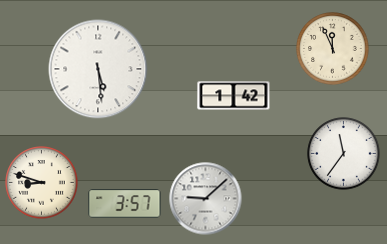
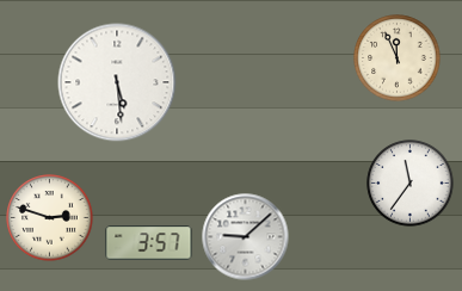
clock at (234, 96): 1:42 -> none
clock at (42, 183): 8:48 -> 2:48
